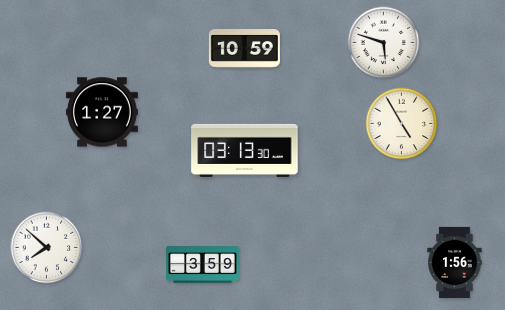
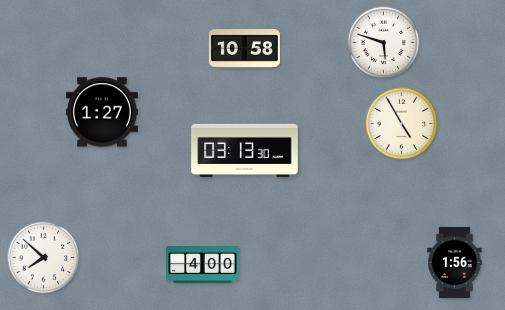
clock at (244, 49): 10:59 -> 10:58
clock at (47, 248) position: (47, 248) -> (44, 258)
clock at (203, 265): 3:59 -> 4:00
